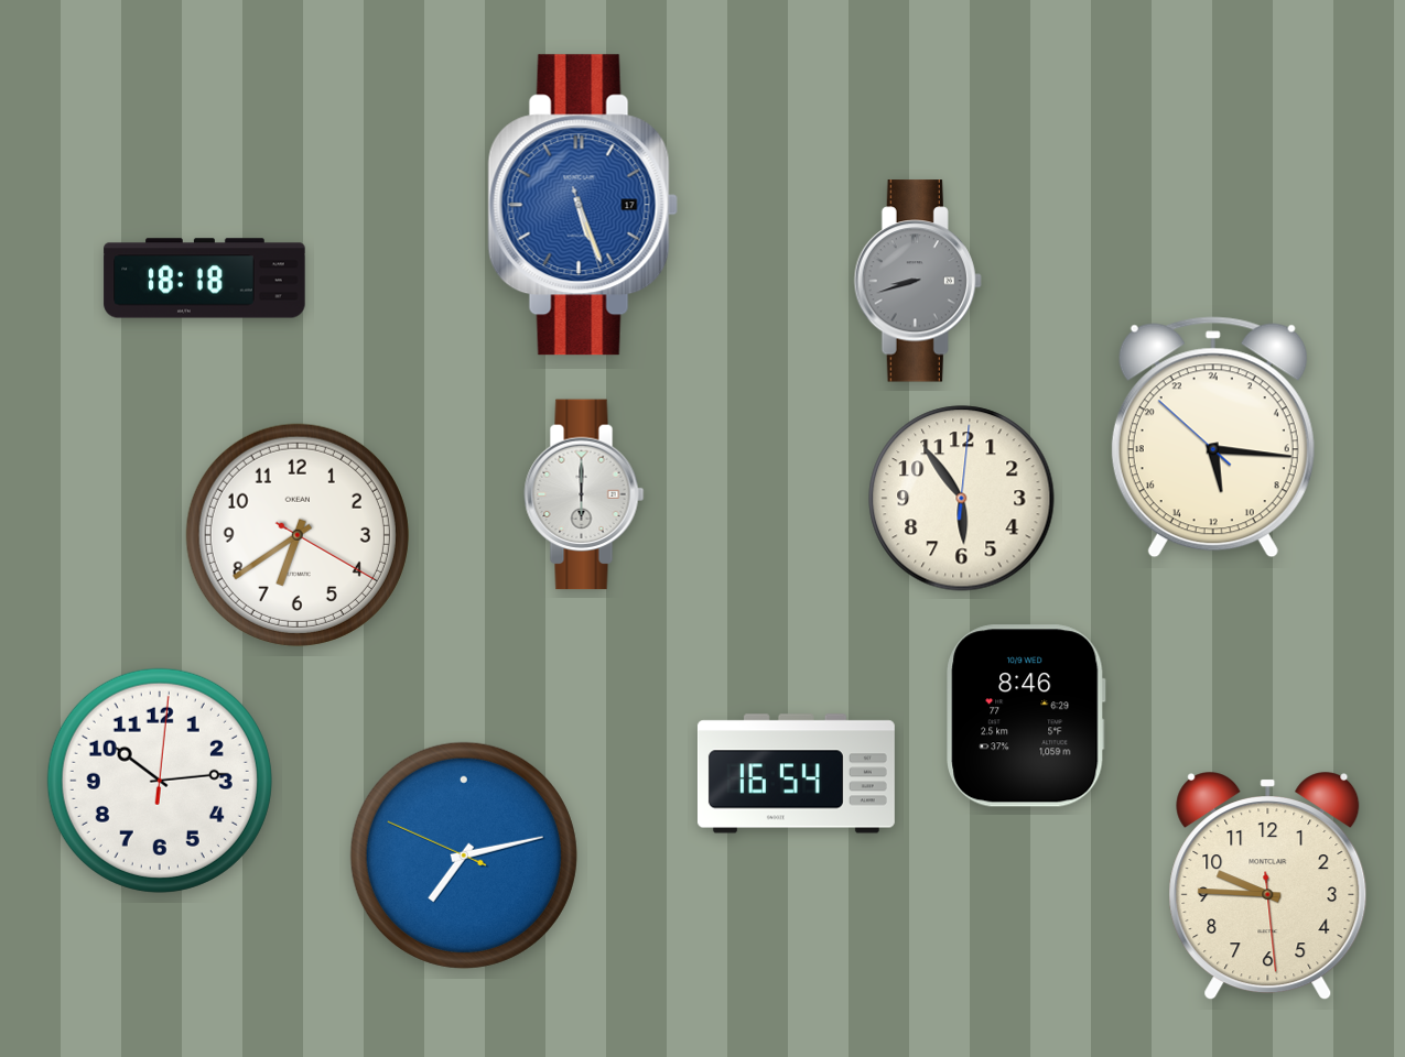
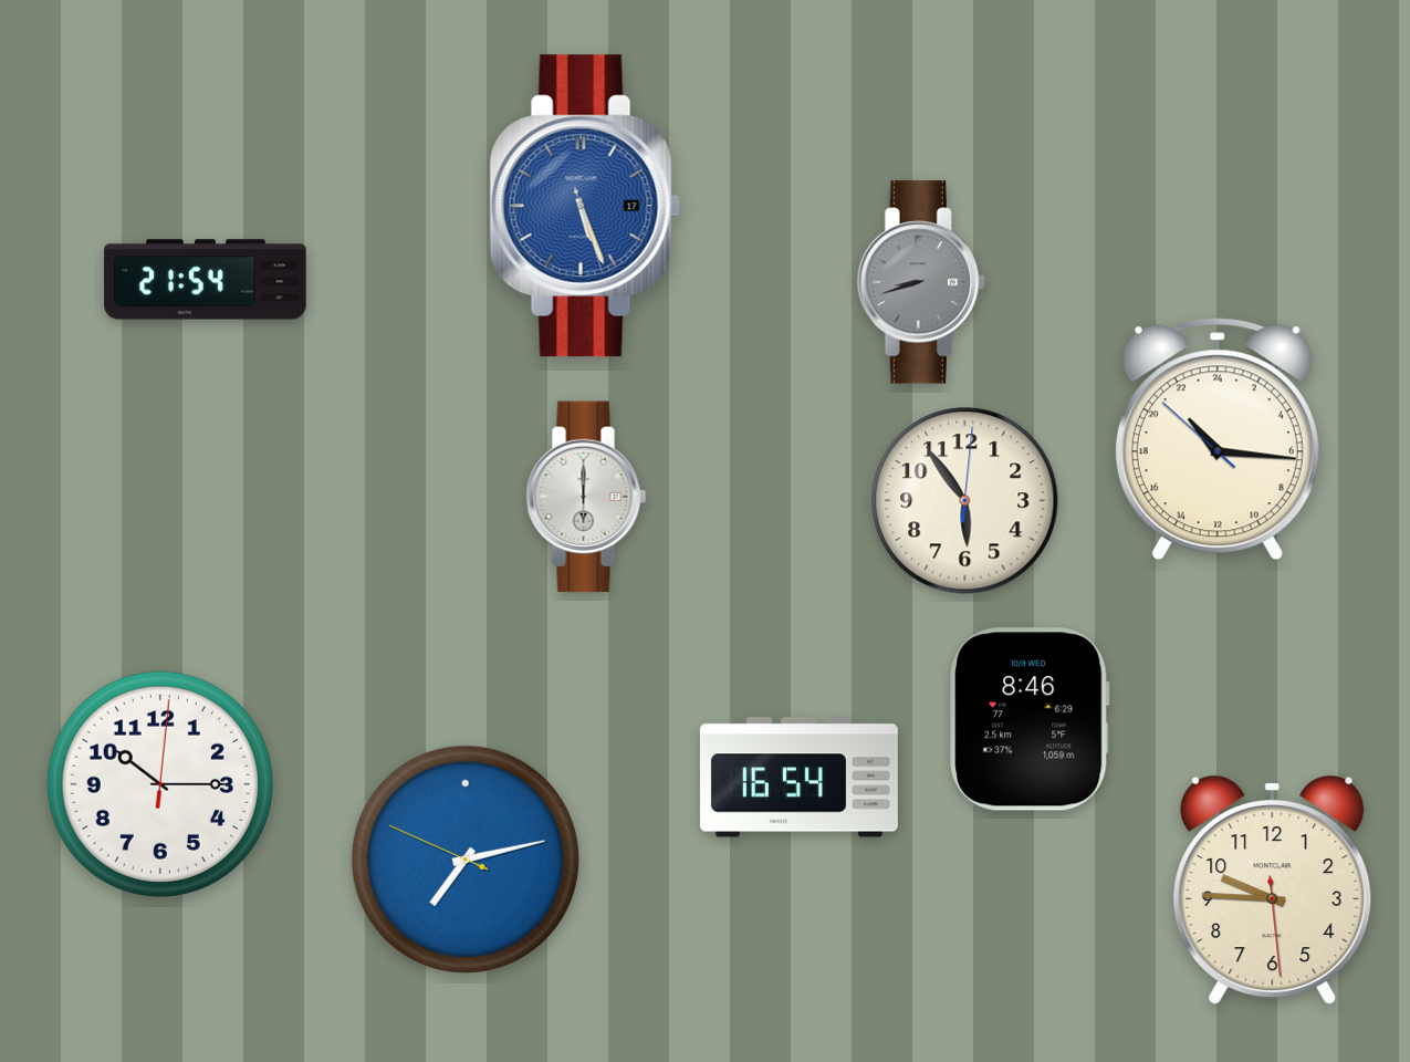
clock at (205, 279): 18:18 -> 21:54
clock at (1213, 437): 11:15 -> 21:15
clock at (298, 535): 6:39 -> none
clock at (160, 781): 10:14 -> 10:15
